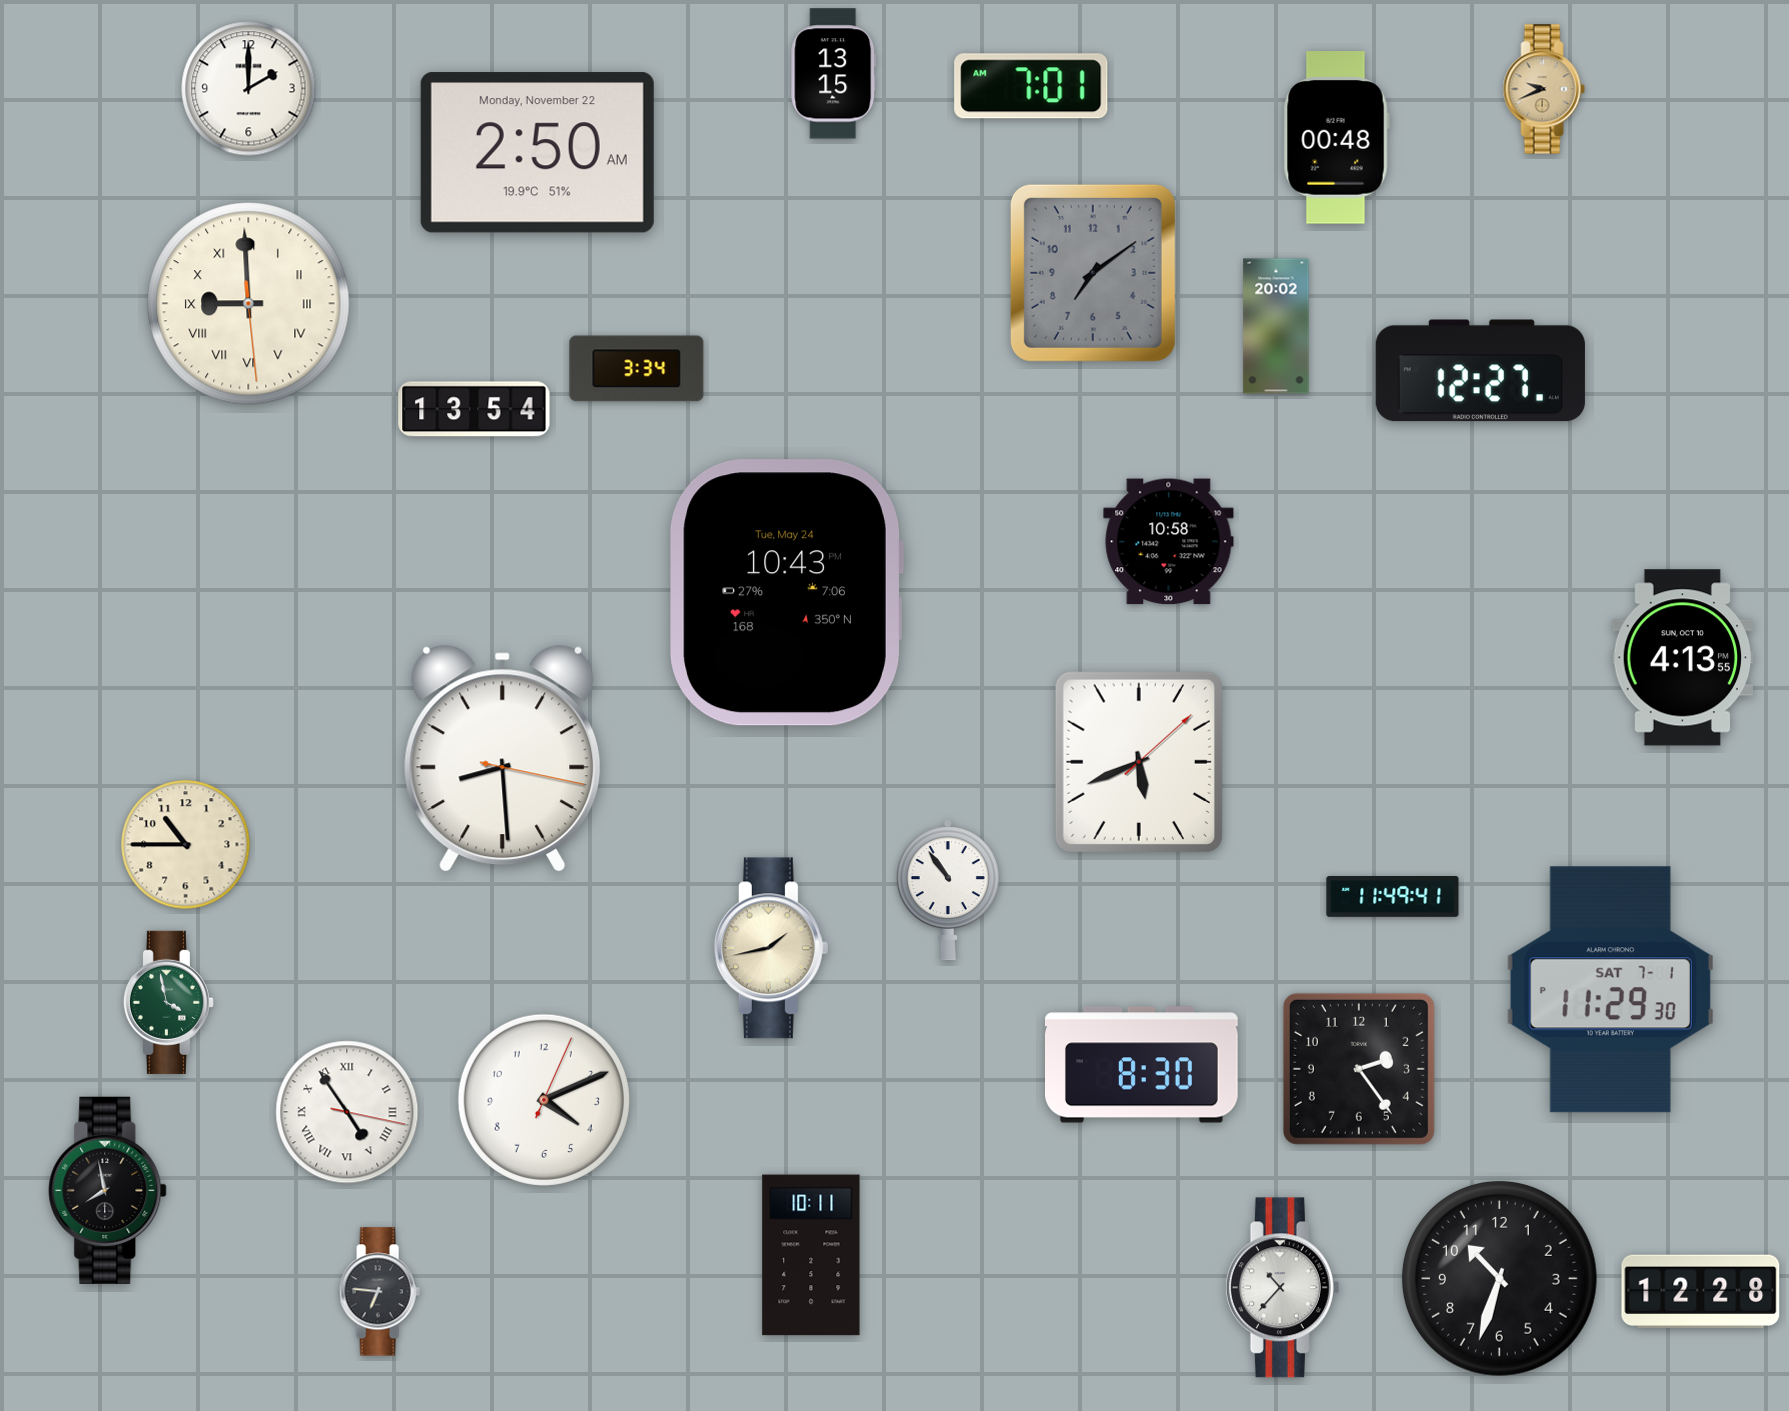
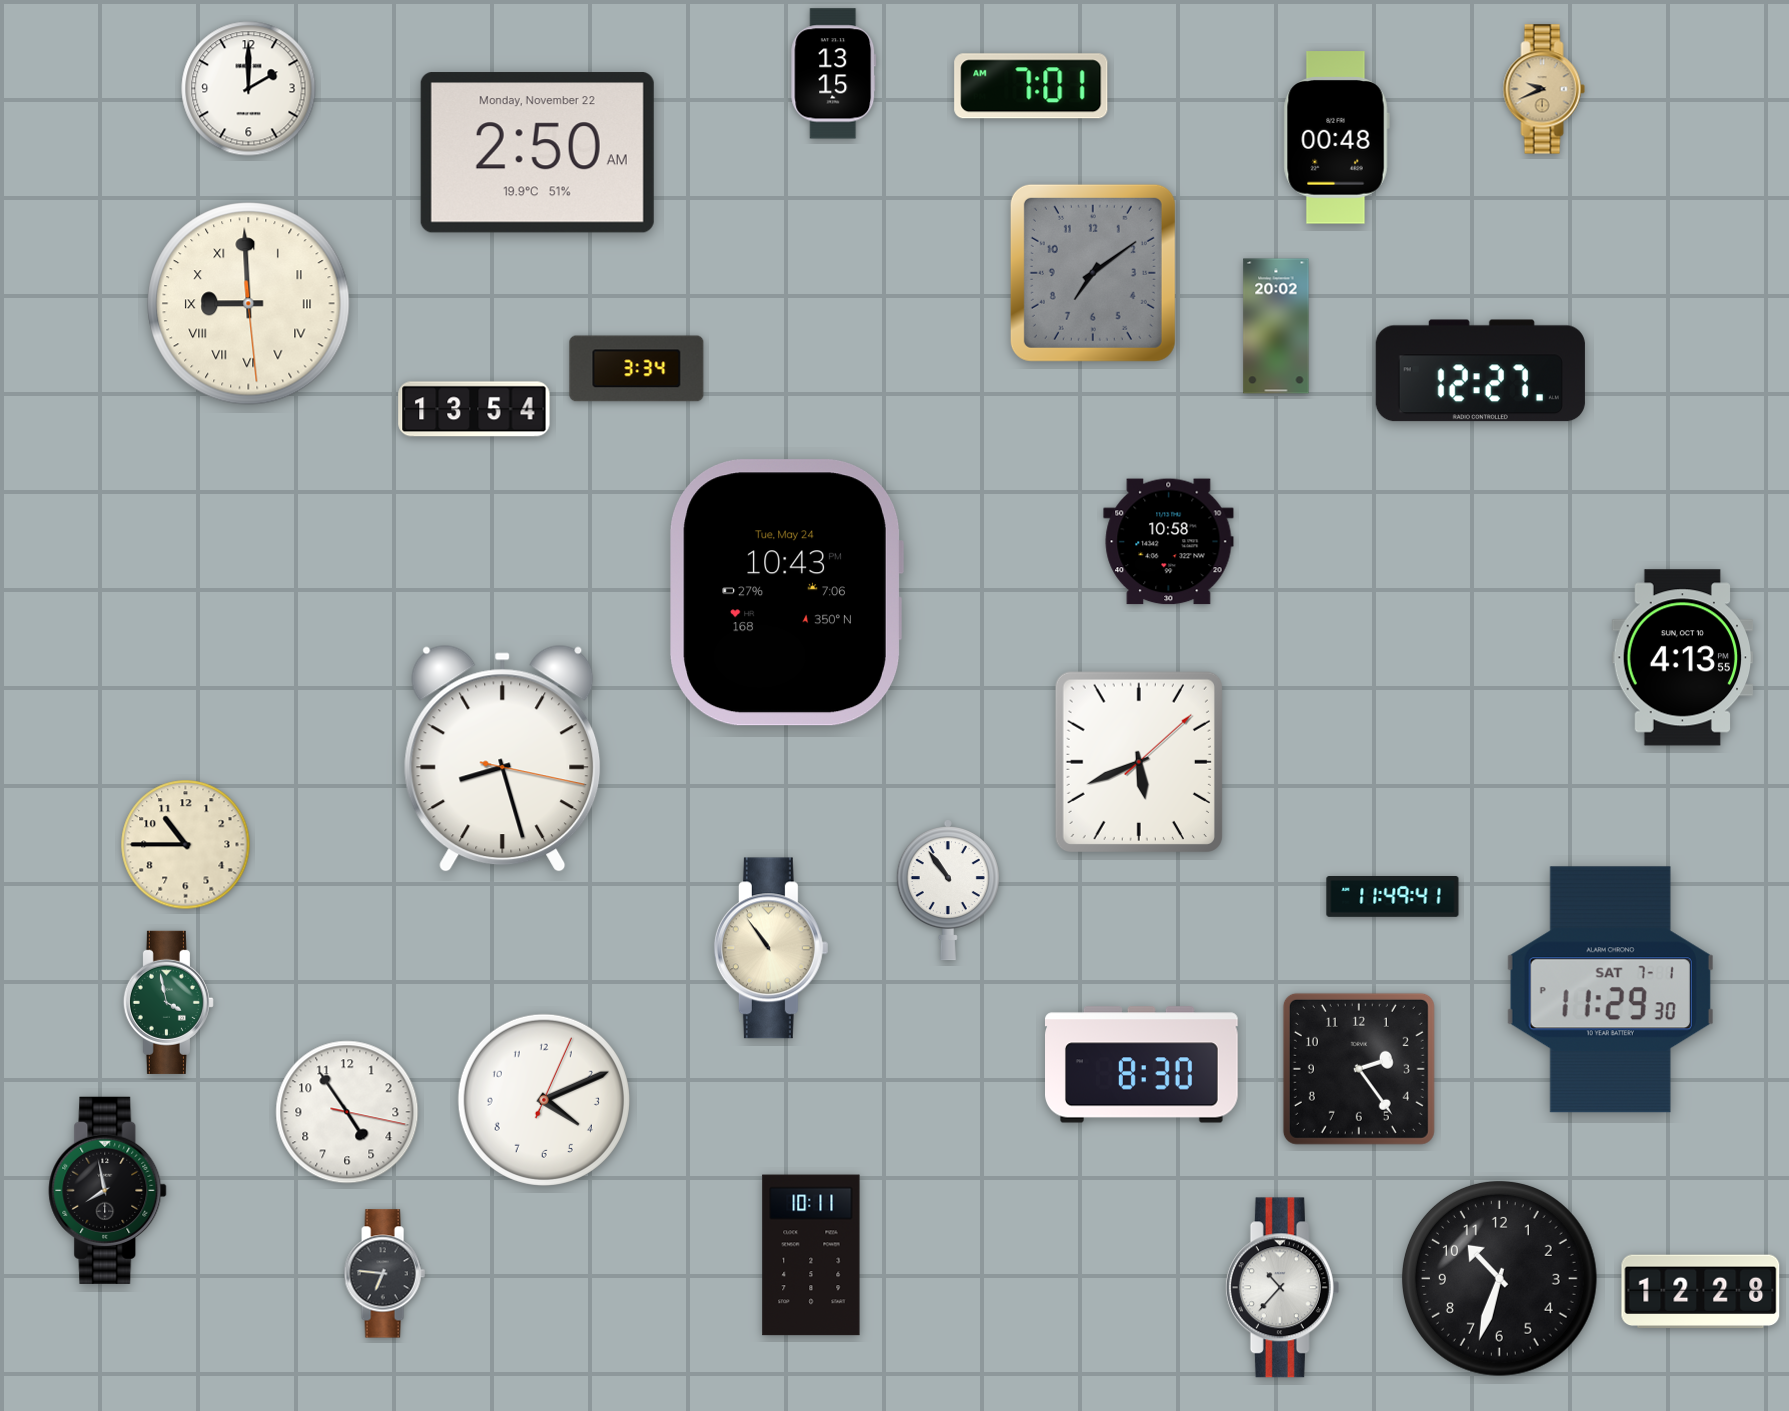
clock at (503, 758): 8:29 -> 8:27
clock at (771, 948): 1:43 -> 10:54
clock at (347, 1112) numerals: Roman -> Arabic
clock at (379, 1292) position: (379, 1292) -> (384, 1274)
